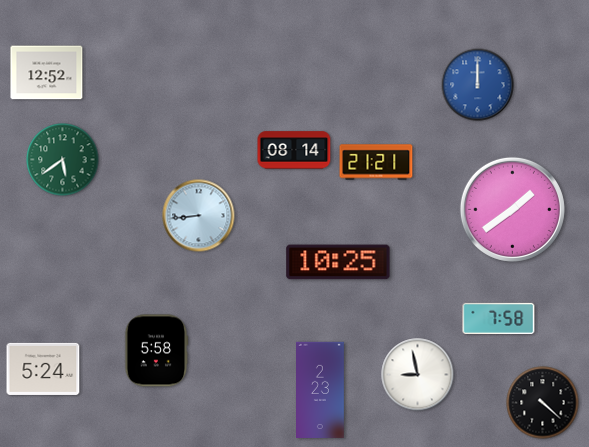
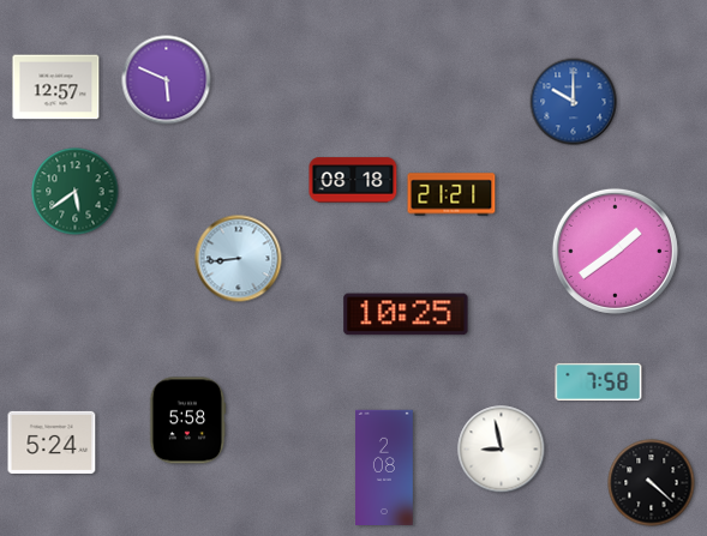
clock at (167, 80): none -> 5:49
clock at (47, 73): 12:52 -> 12:57
clock at (478, 85): 12:00 -> 10:00
clock at (294, 150): 08:14 -> 08:18
clock at (321, 389): 2:23 -> 2:08
